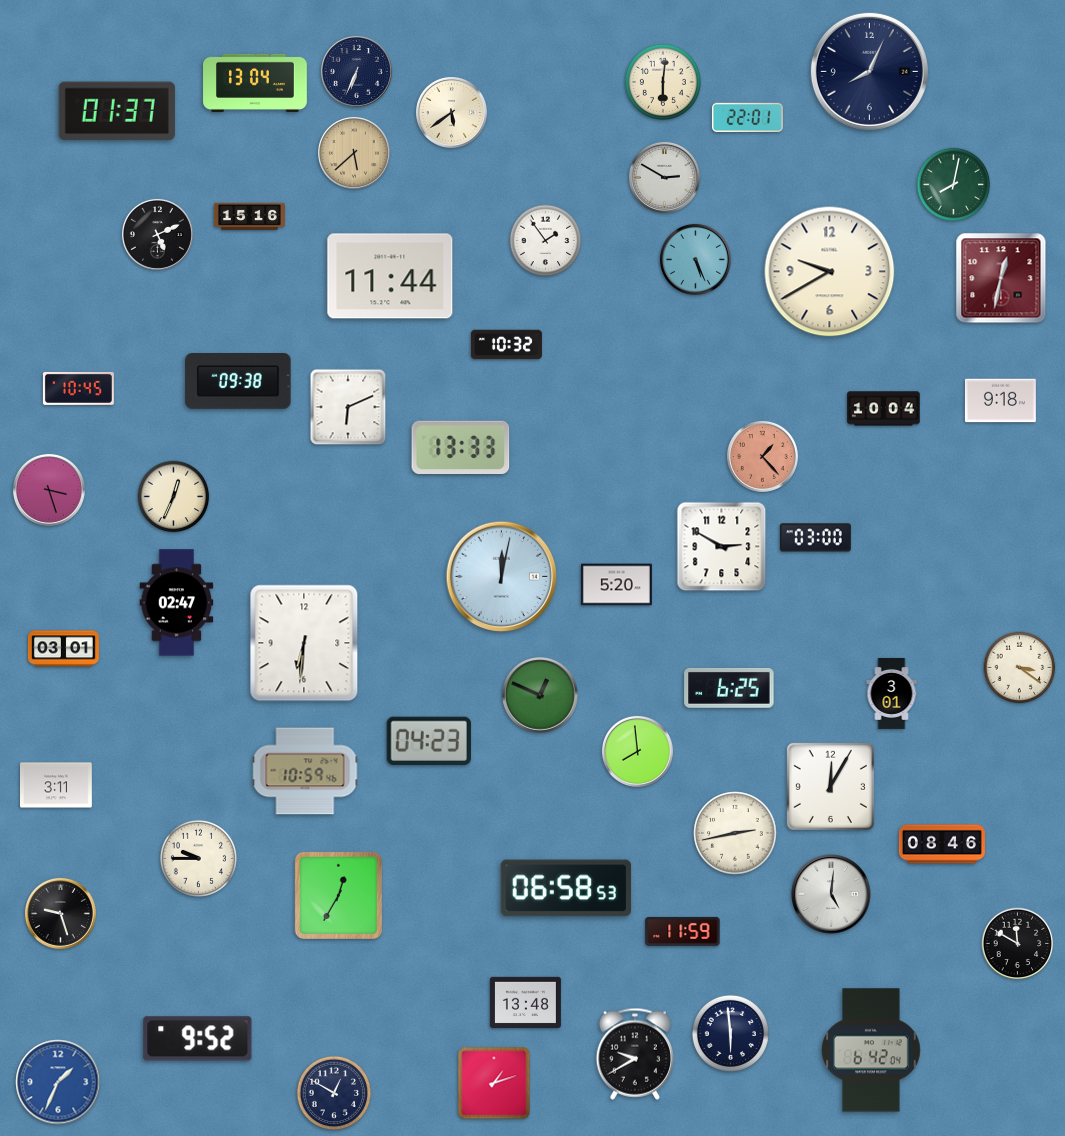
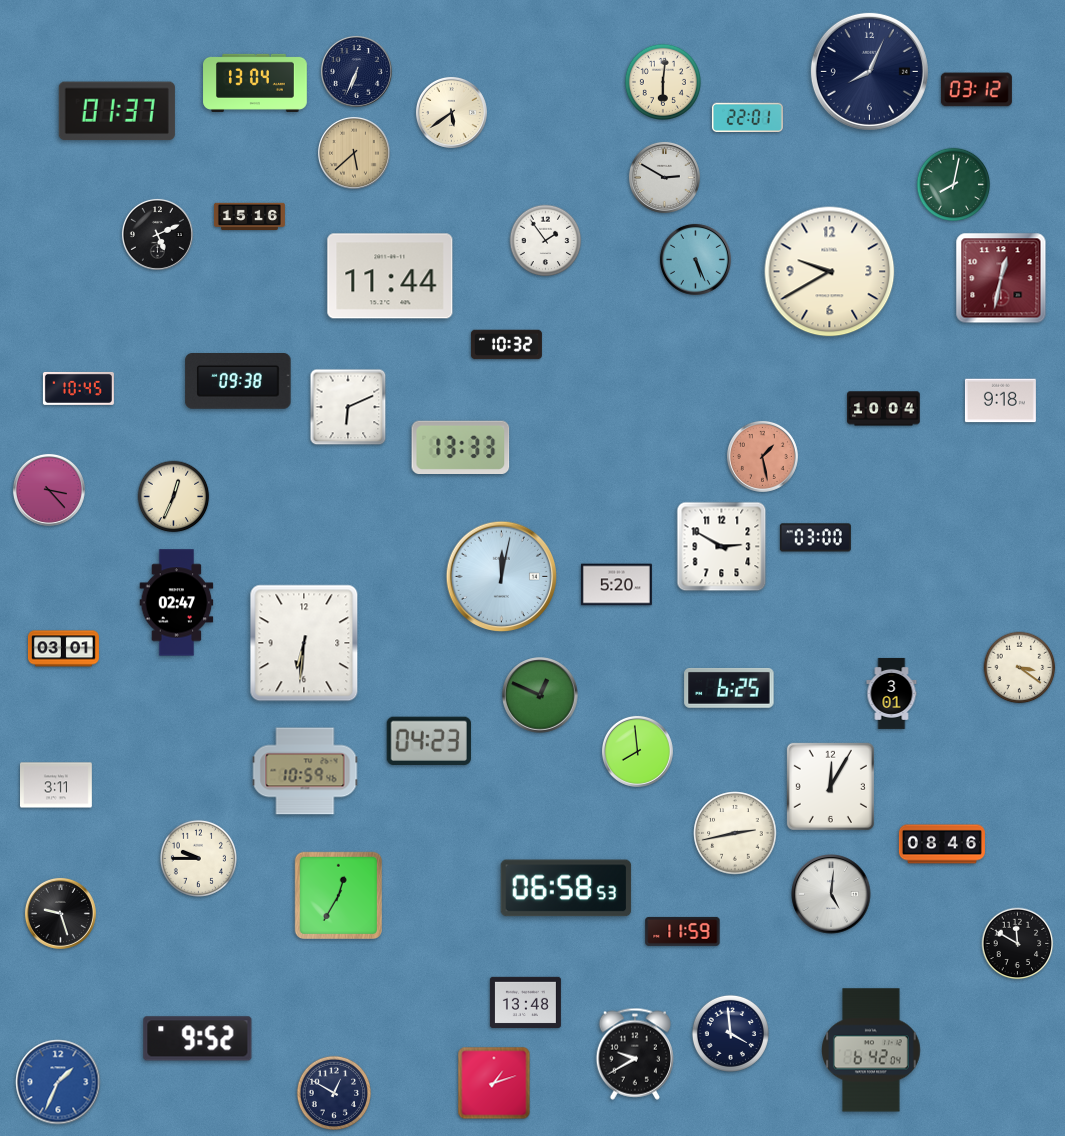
clock at (976, 90): none -> 03:12
clock at (762, 456): 1:23 -> 1:28
clock at (49, 490): 3:27 -> 3:23
clock at (730, 1033): 5:59 -> 3:59
